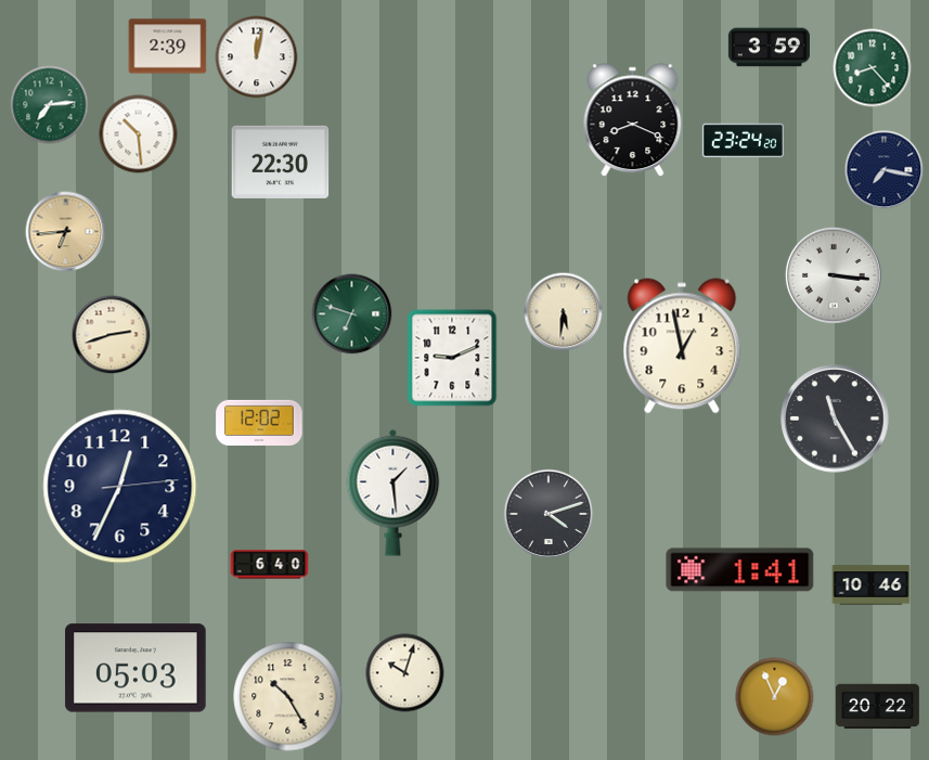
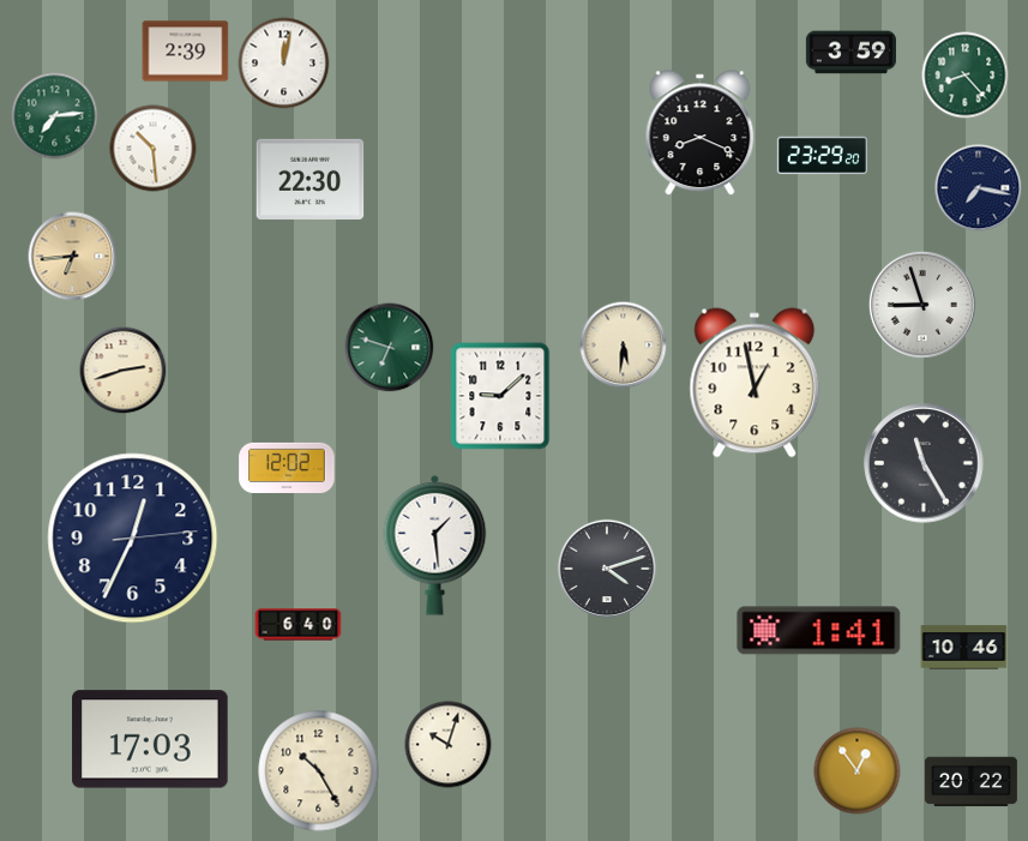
clock at (743, 141): 23:24 -> 23:29
clock at (834, 275): 3:16 -> 8:57
clock at (452, 358): 9:11 -> 9:08
clock at (136, 668): 05:03 -> 17:03
clock at (775, 697): 12:56 -> 12:54
